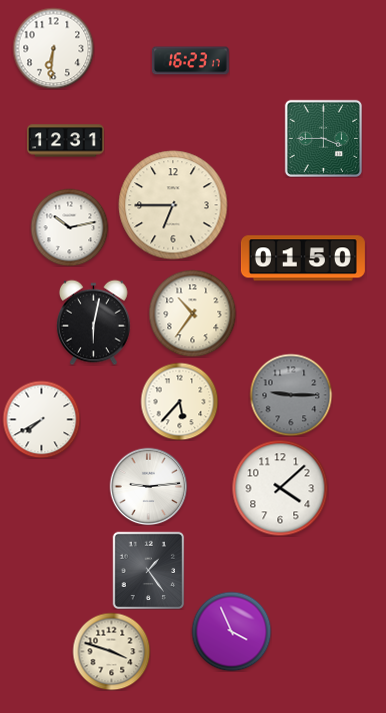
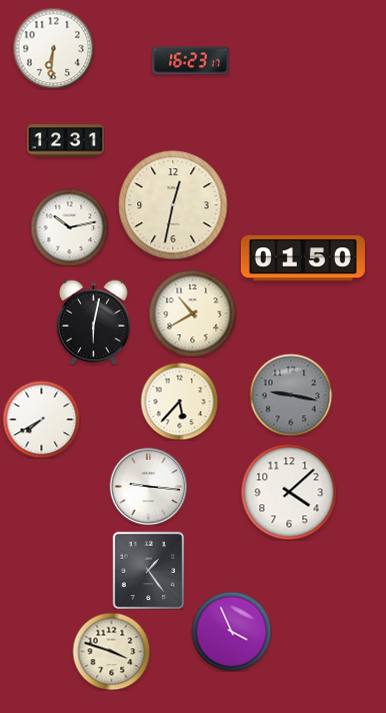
clock at (323, 138): 3:45 -> none
clock at (173, 205): 6:45 -> 12:32
clock at (192, 313): 10:36 -> 10:40
clock at (291, 395): 9:15 -> 9:17
clock at (148, 486): 9:14 -> 9:16
clock at (280, 488) position: (280, 488) -> (289, 492)
